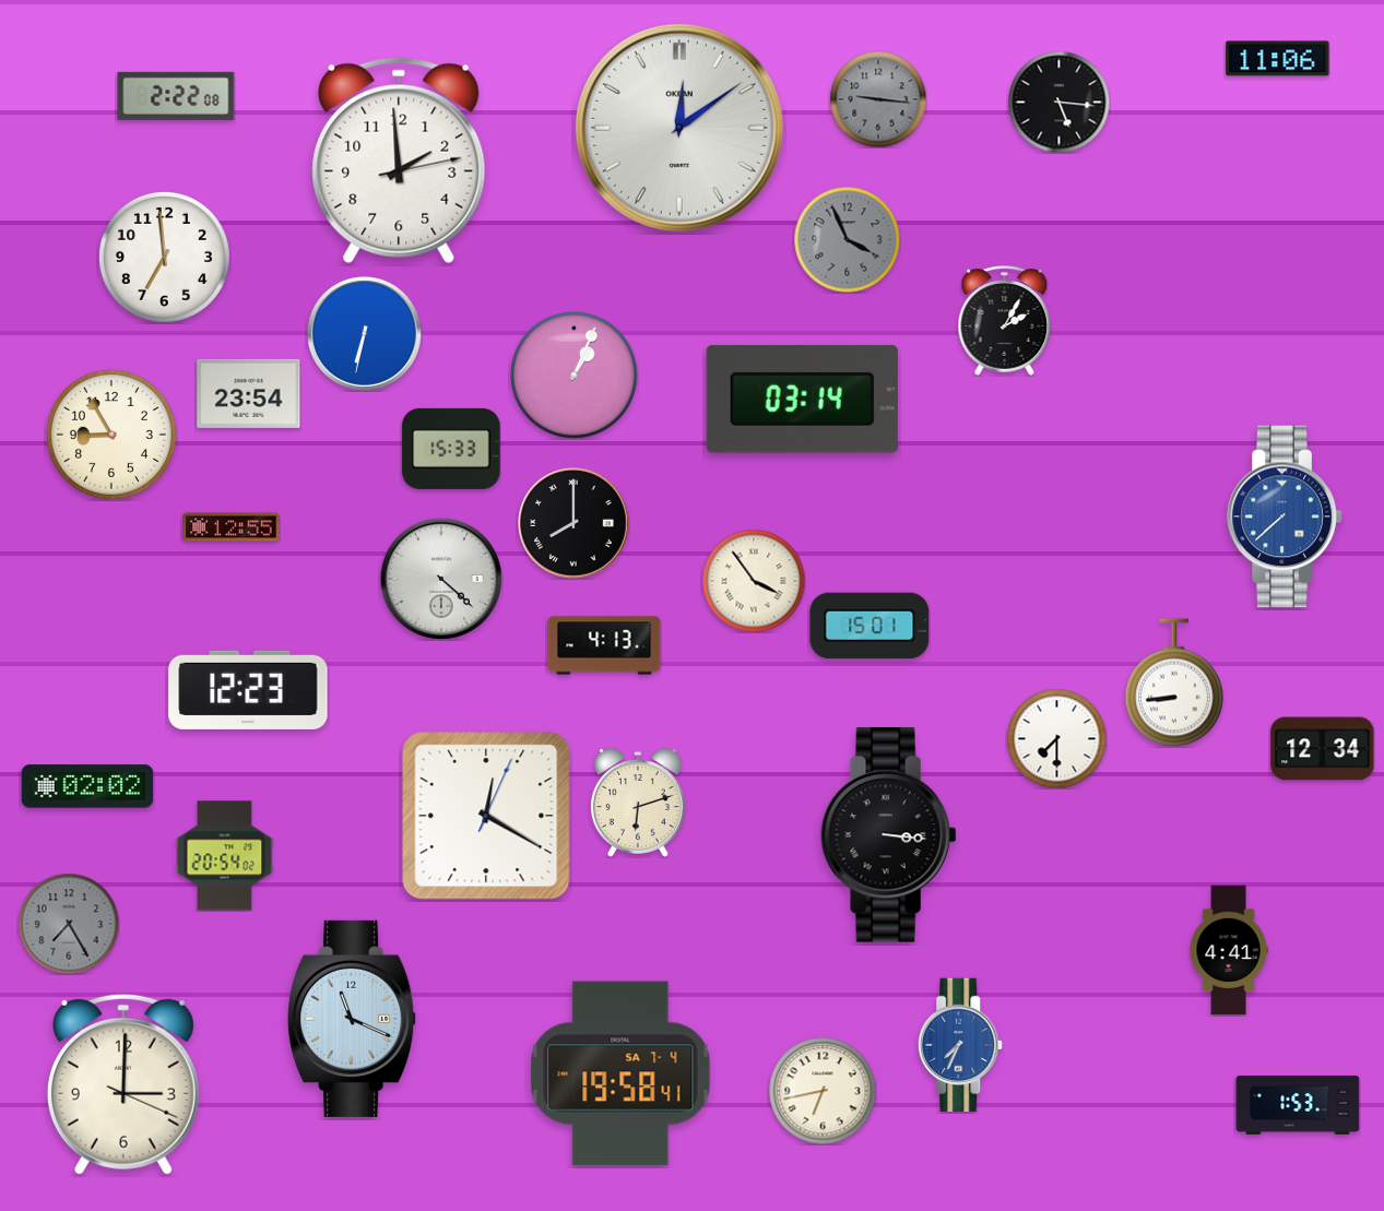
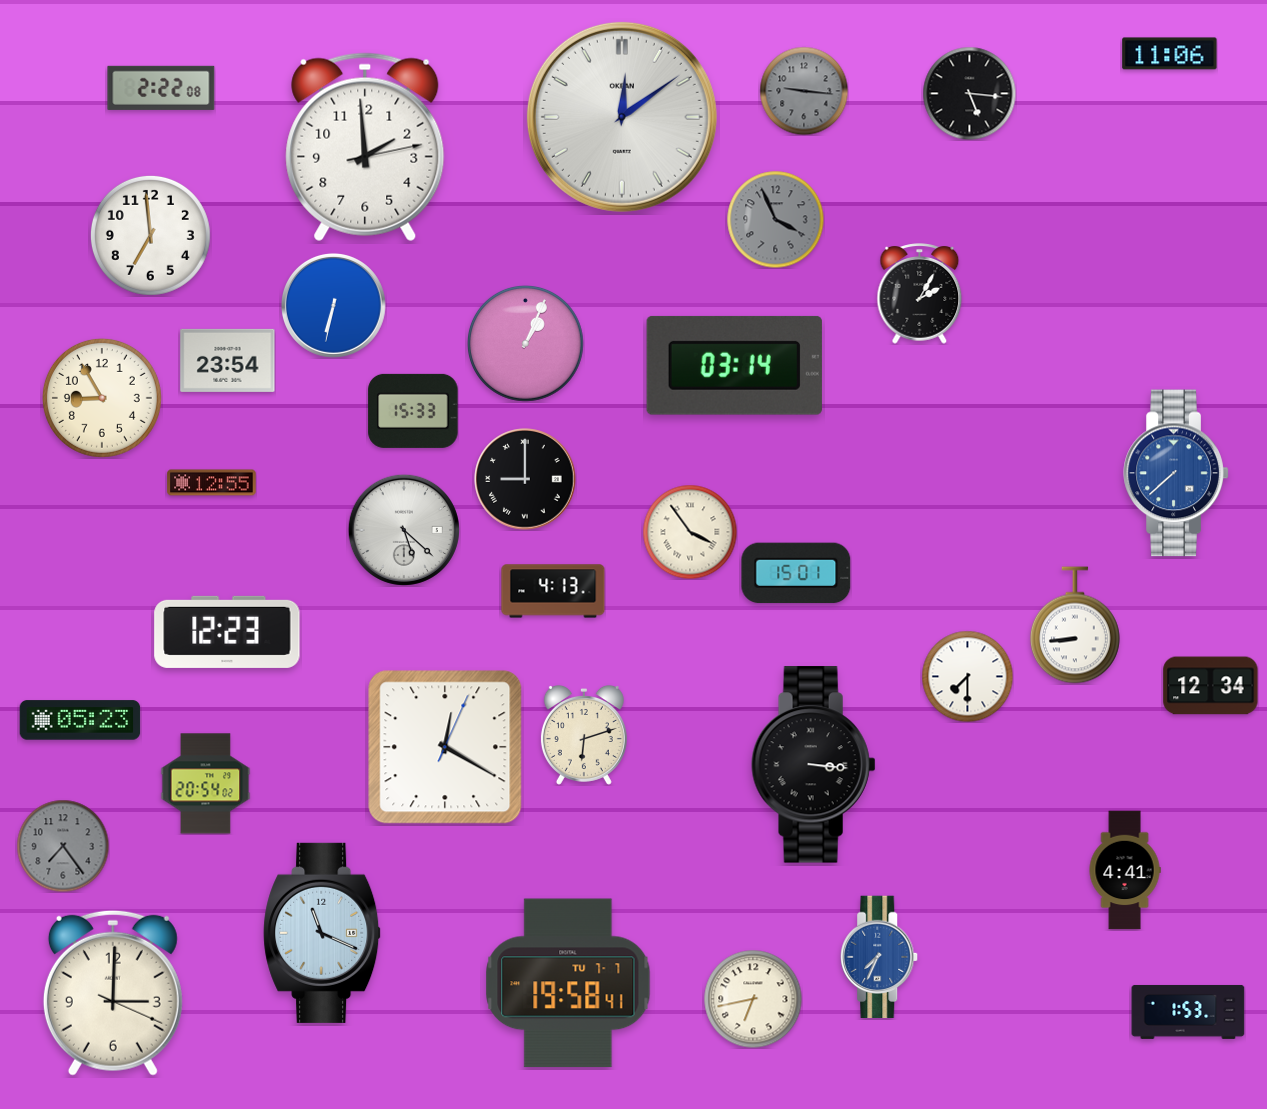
clock at (573, 523): 8:00 -> 9:00
clock at (441, 579): 4:22 -> 5:22
clock at (87, 786): 02:02 -> 05:23
clock at (69, 924): 7:25 -> 7:24
clock at (620, 1073) date: SA 7-4 -> TU 7-7
